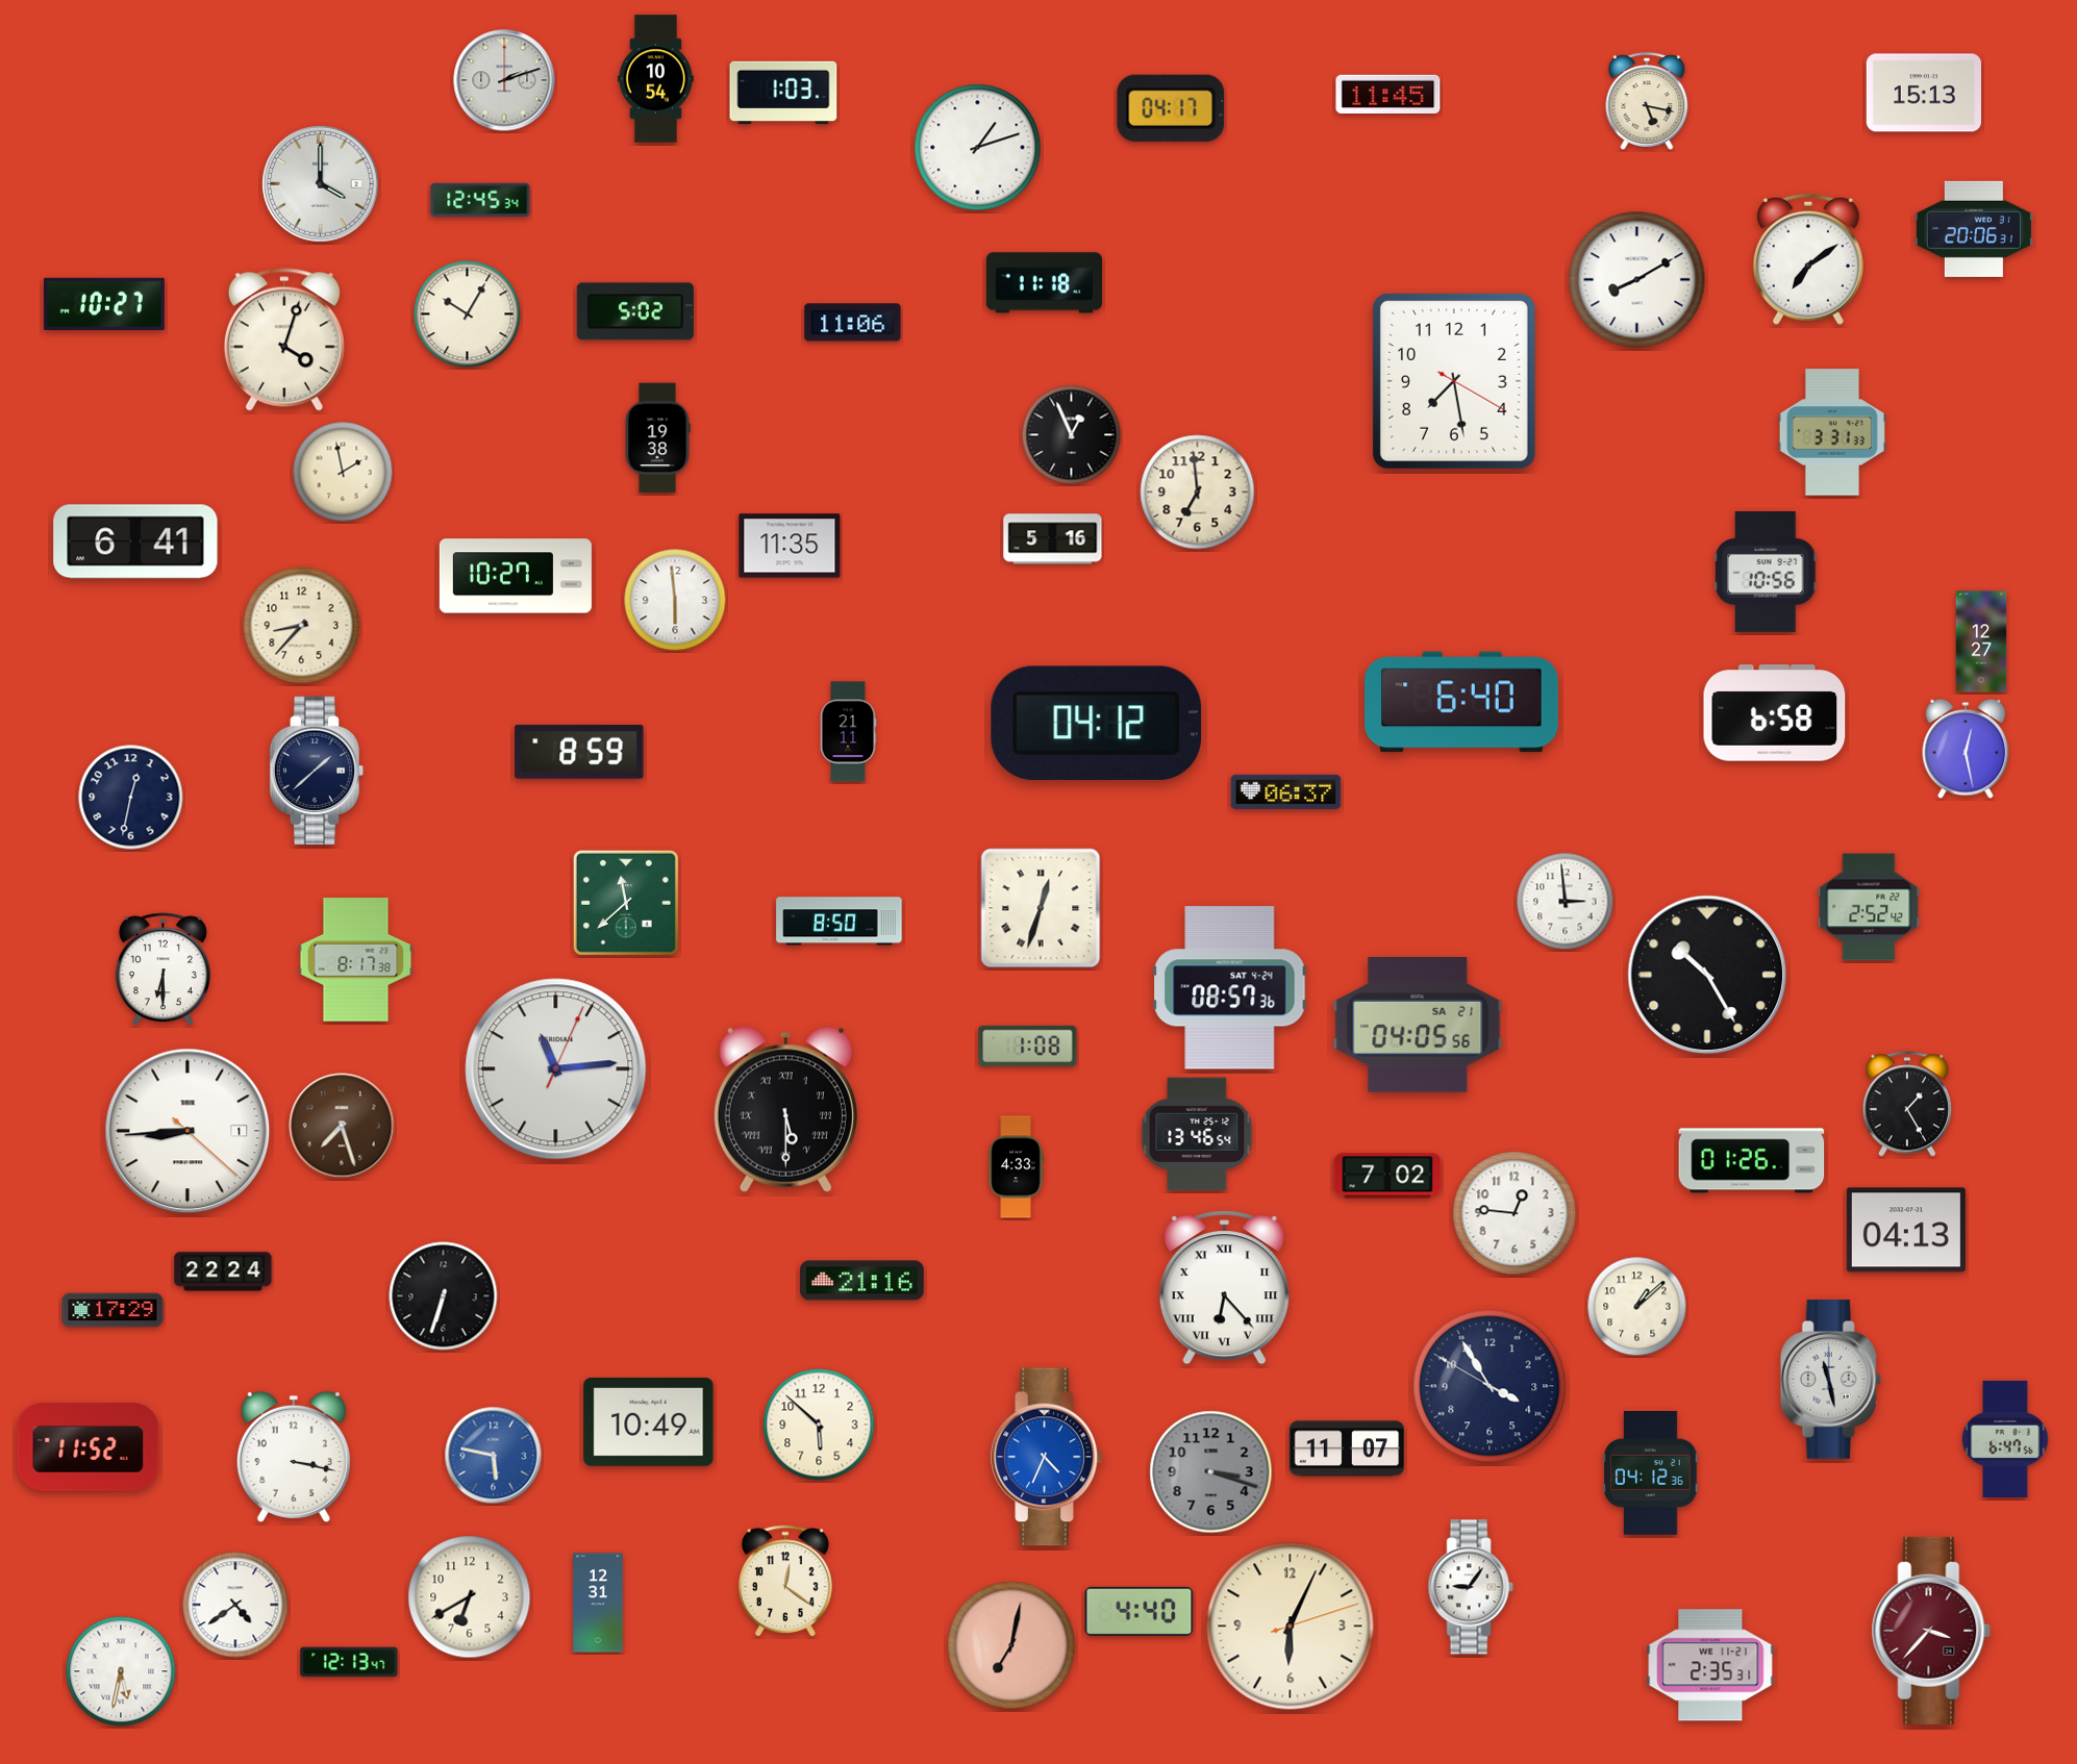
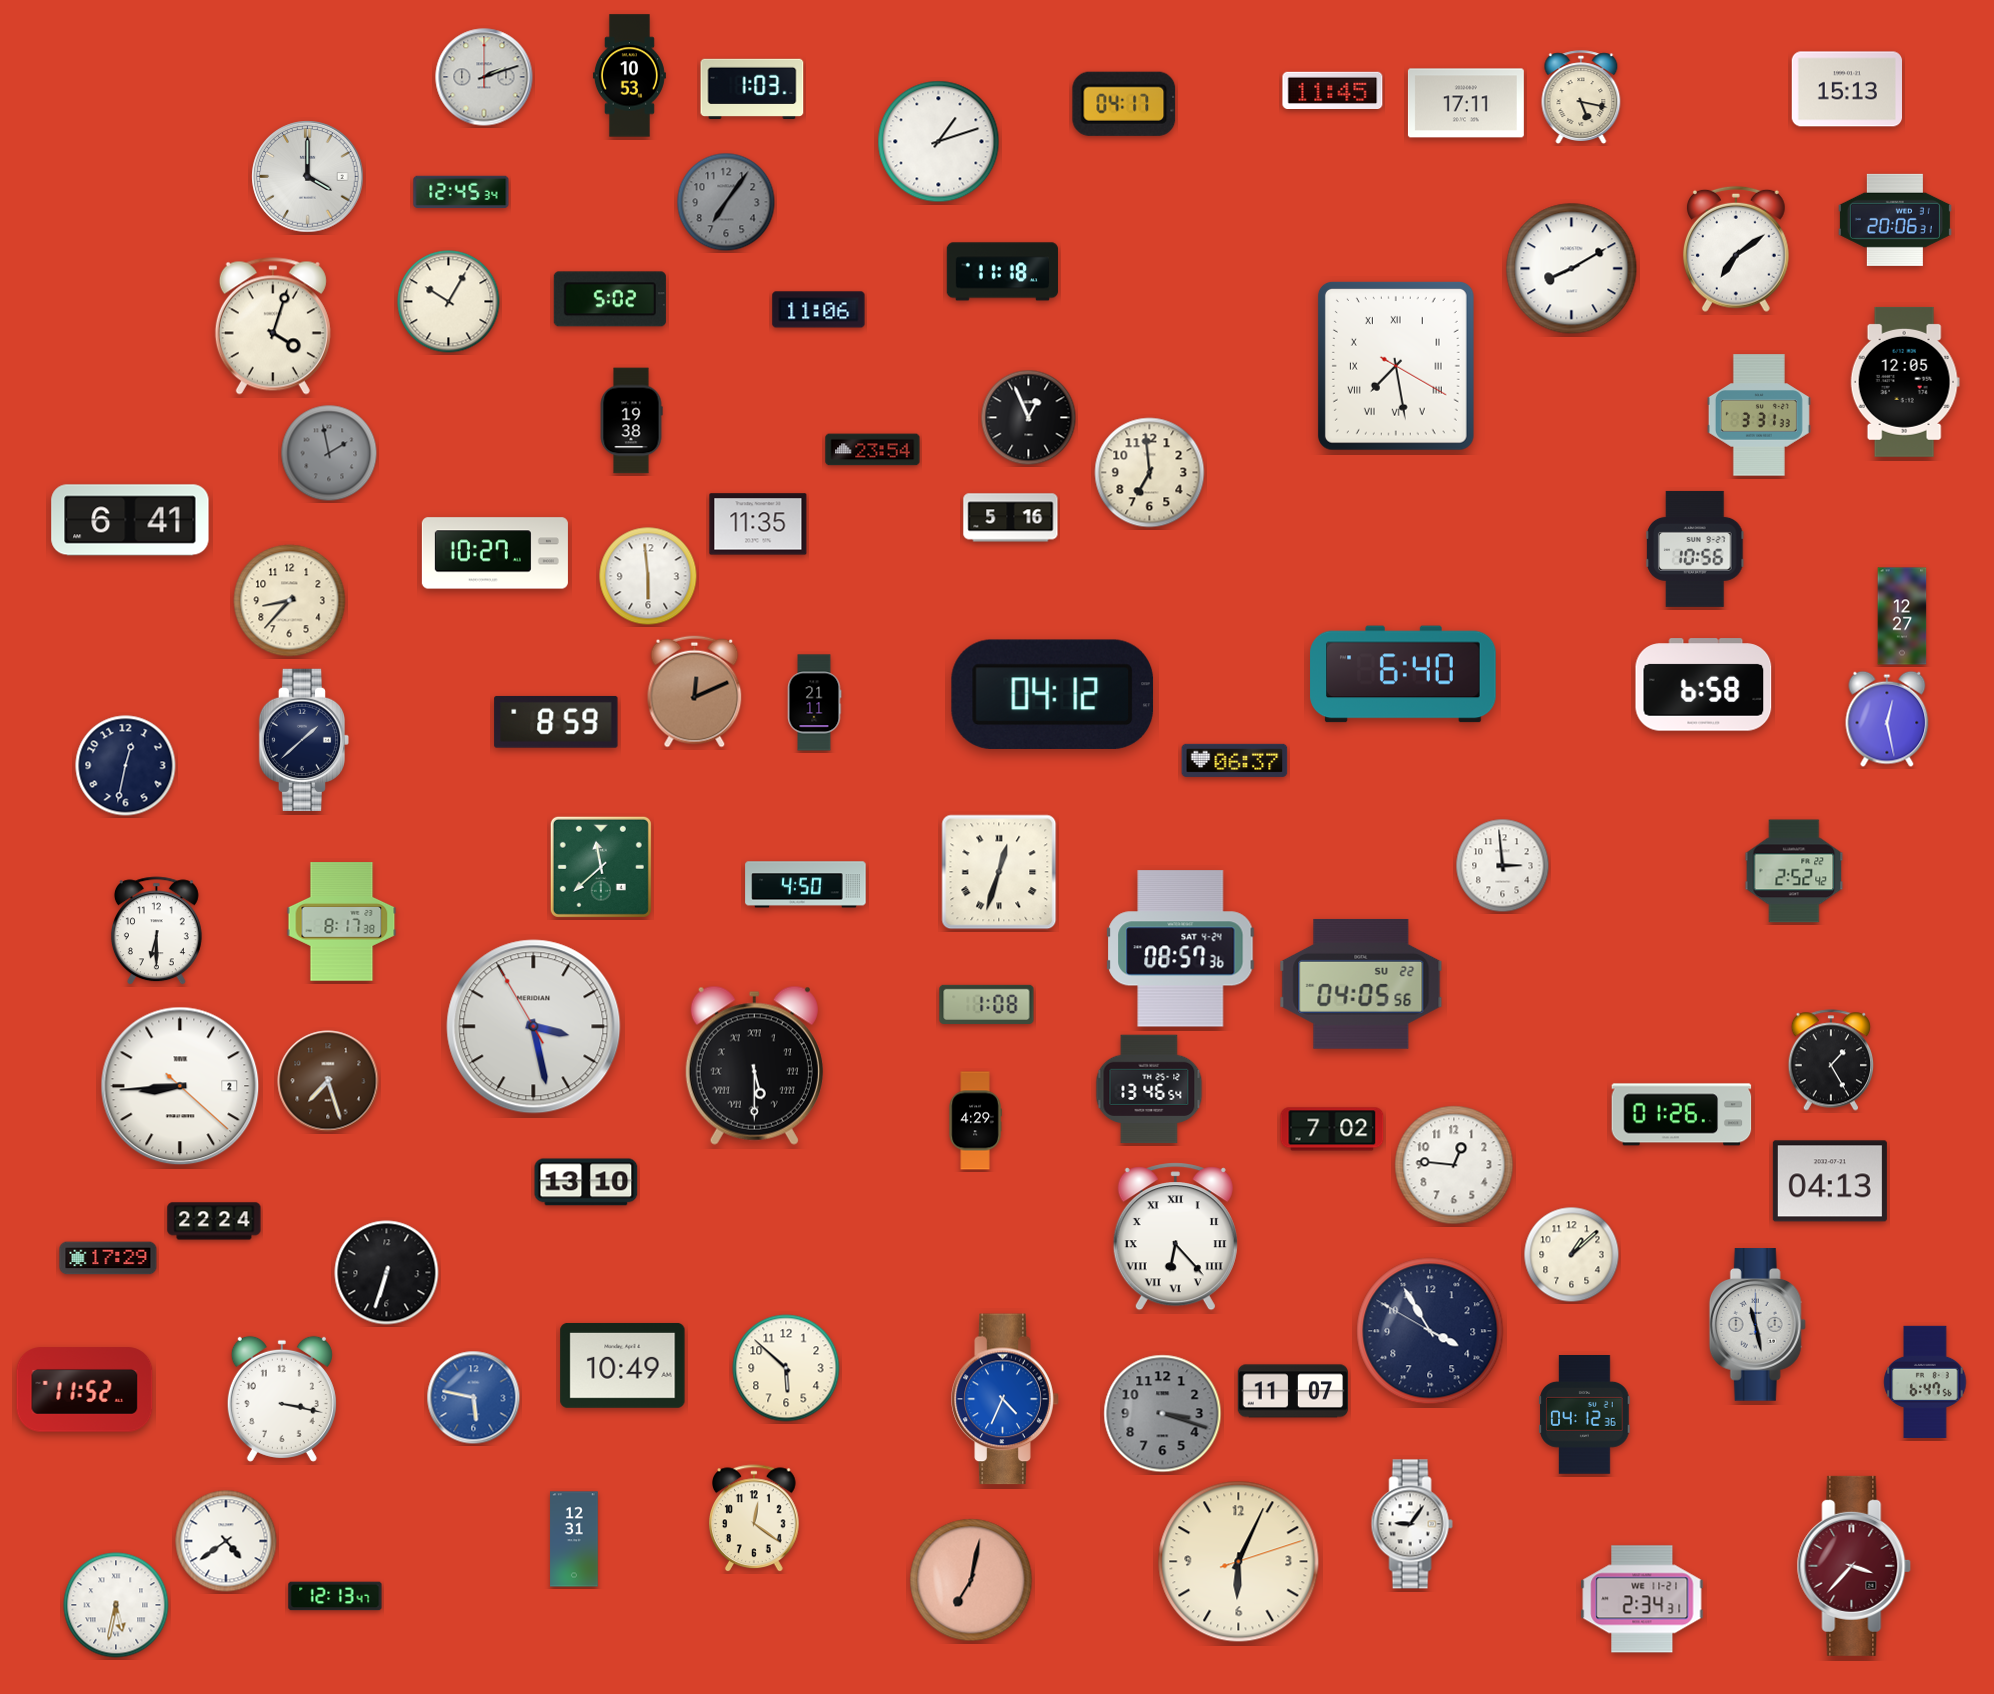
clock at (655, 79): 10:54 -> 10:53
clock at (1466, 103): none -> 17:11
clock at (726, 202): none -> 7:06
clock at (104, 304): 10:27 -> none
clock at (1454, 381) numerals: Arabic -> Roman
clock at (1905, 382): none -> 12:05
clock at (873, 450): none -> 23:54
clock at (343, 472) dial: cream -> grey
clock at (695, 692): none -> 12:11
clock at (840, 922): 8:50 -> 4:50
clock at (1707, 975): 10:25 -> none
clock at (1418, 1025) date: SA 21 -> SU 22
clock at (556, 1069): 11:14 -> 3:27
clock at (187, 1131) date: 1 -> 2
clock at (1016, 1167): 4:33 -> 4:29
clock at (586, 1182): none -> 13:10
clock at (862, 1281): 21:16 -> none
clock at (444, 1296) position: (444, 1296) -> (387, 1273)
clock at (470, 1597): 6:40 -> none
clock at (1140, 1611): 4:40 -> none
clock at (1710, 1665): 2:35 -> 2:34
